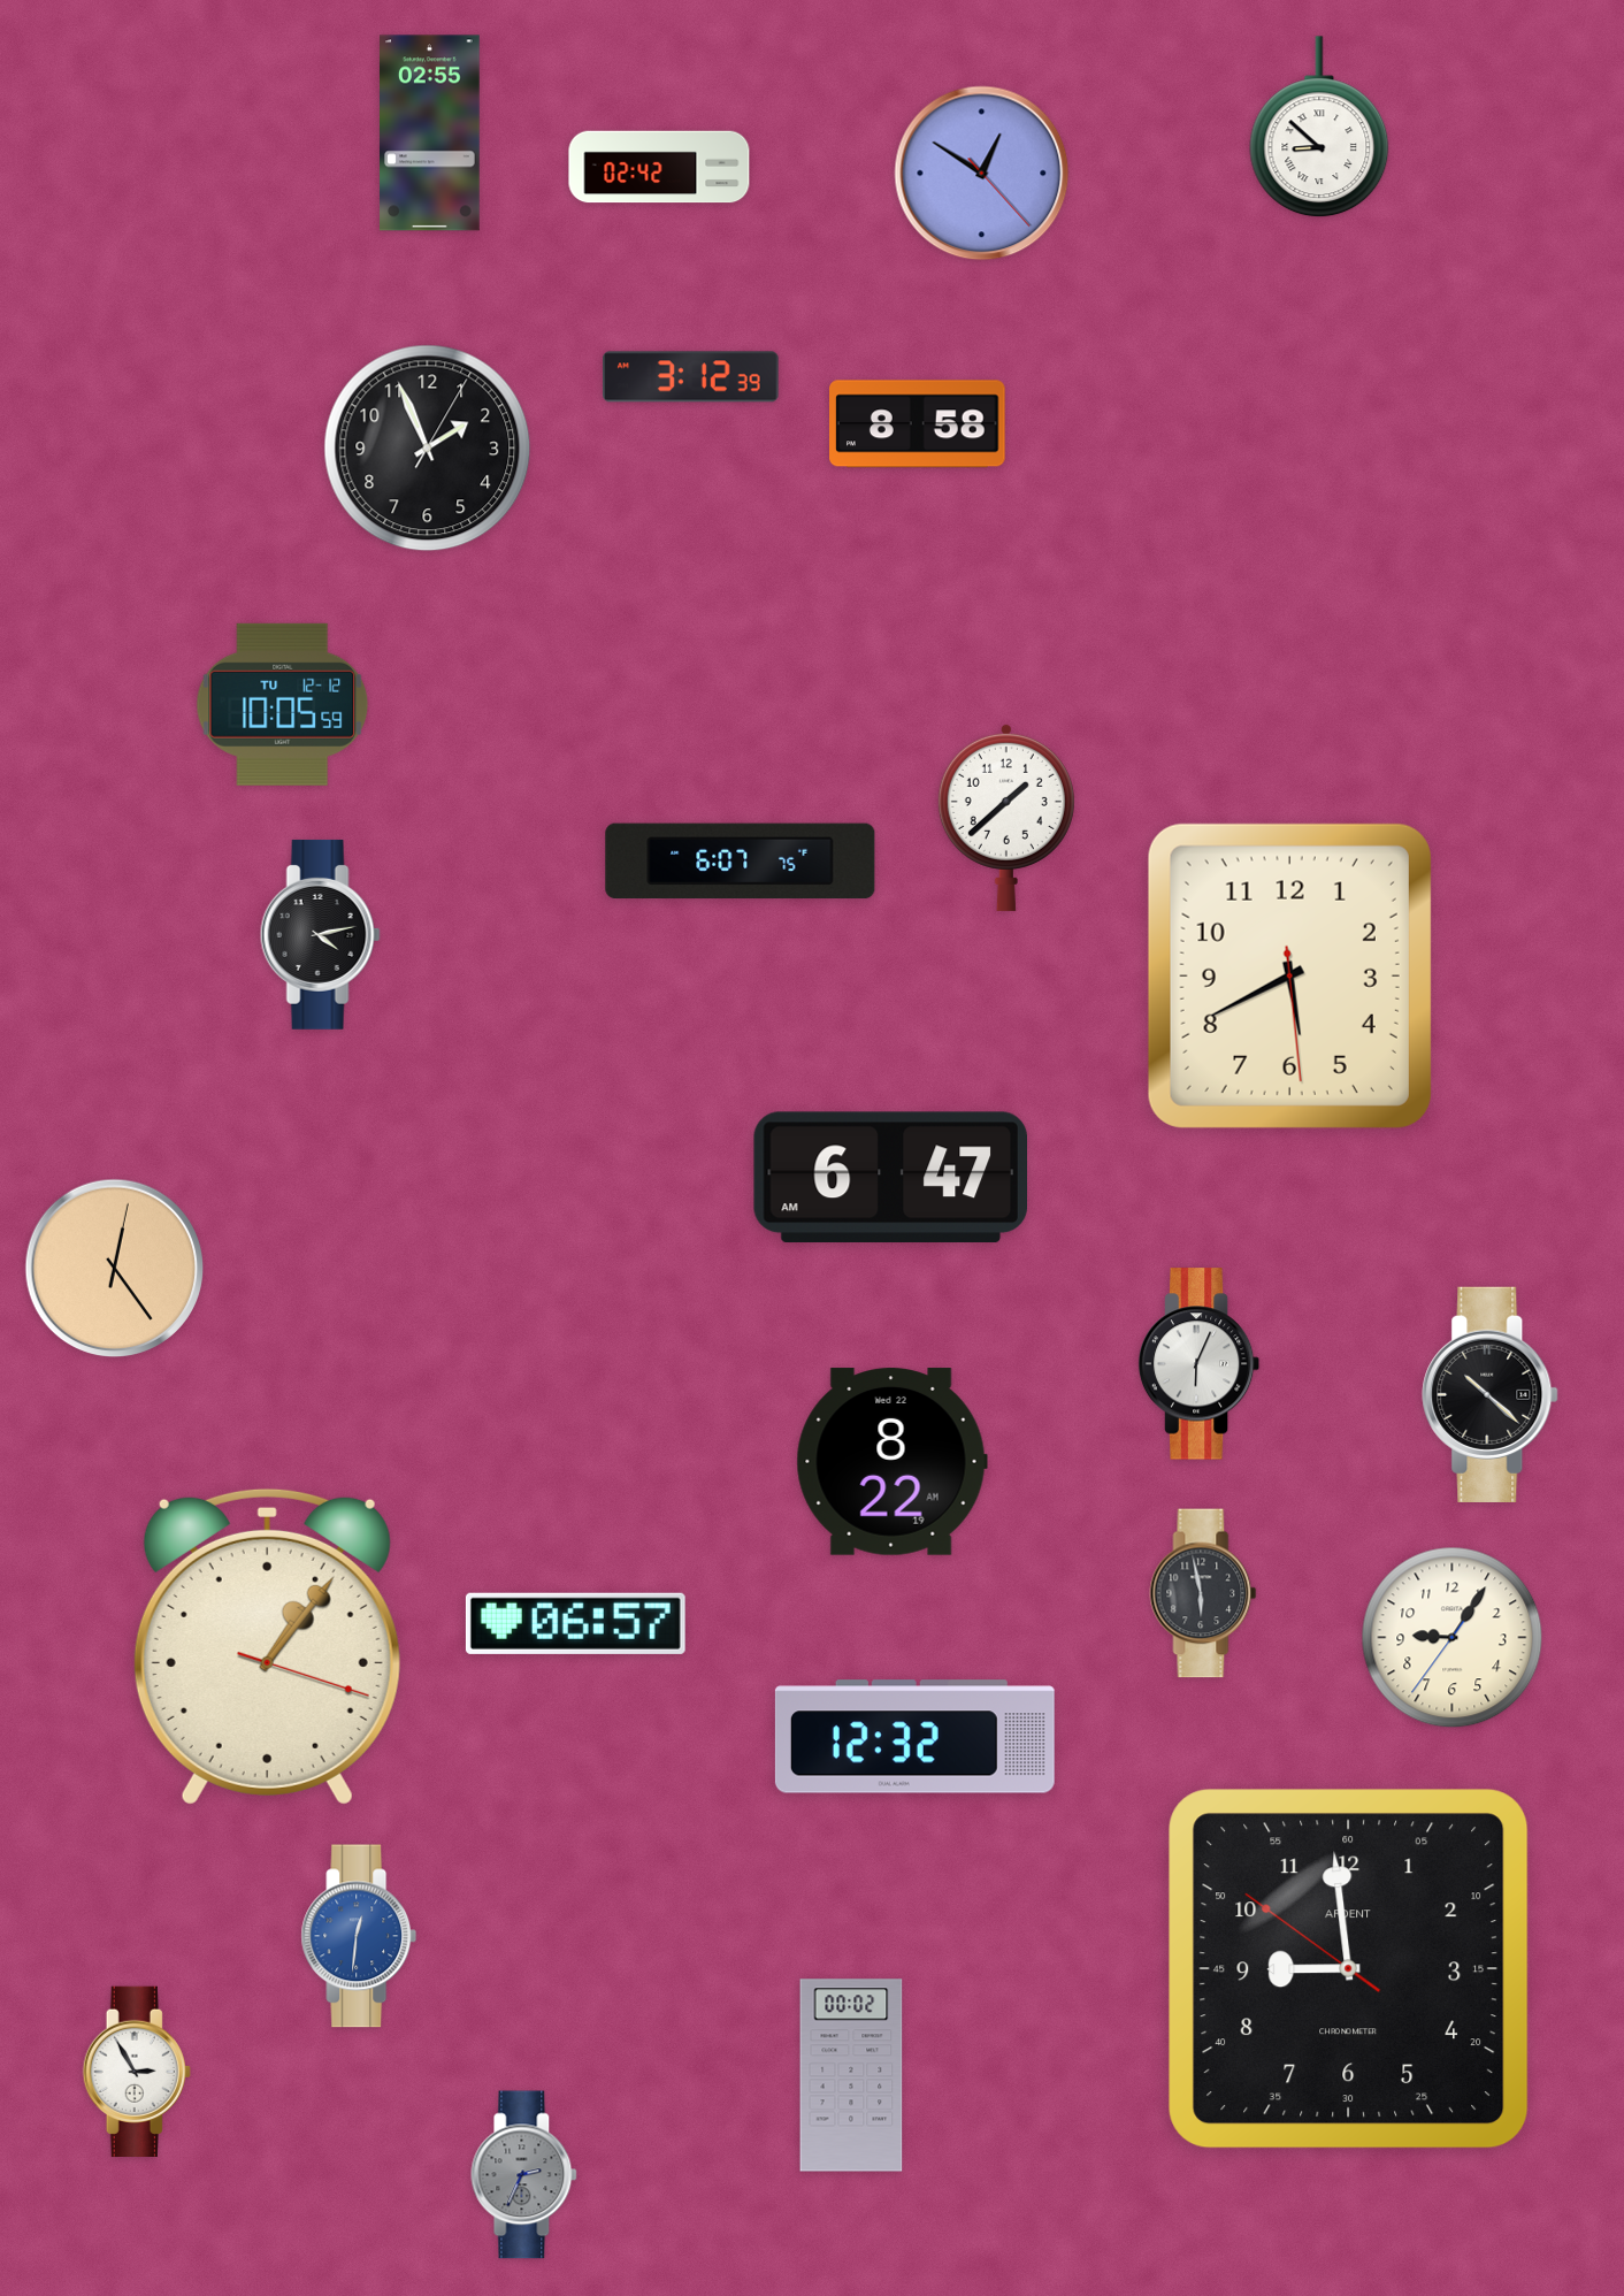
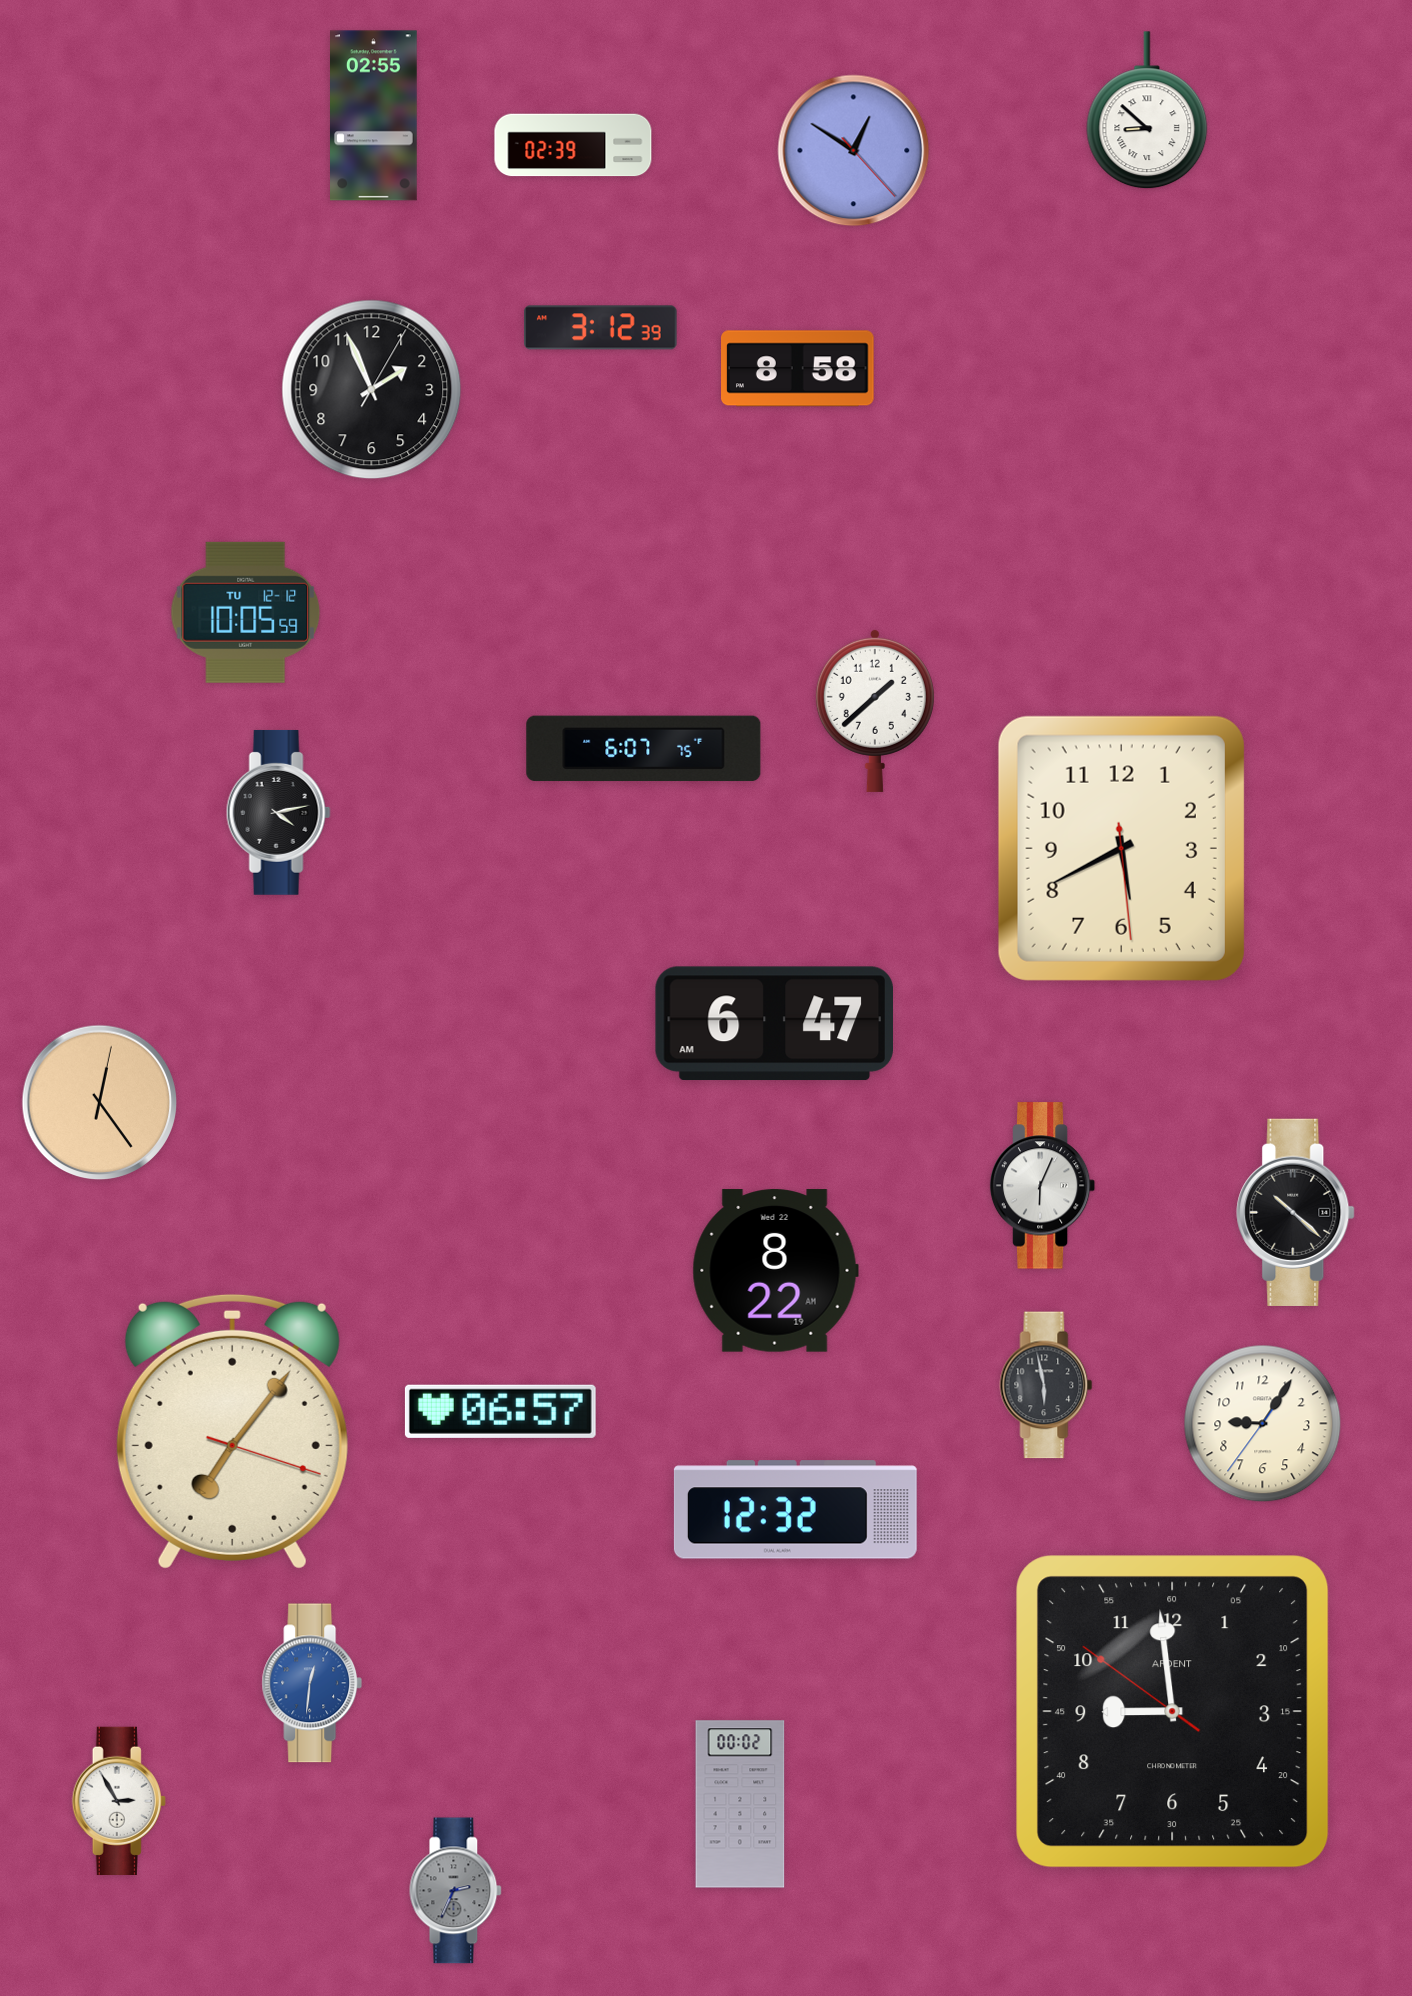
clock at (659, 167): 02:42 -> 02:39
clock at (267, 1646): 1:06 -> 7:06
